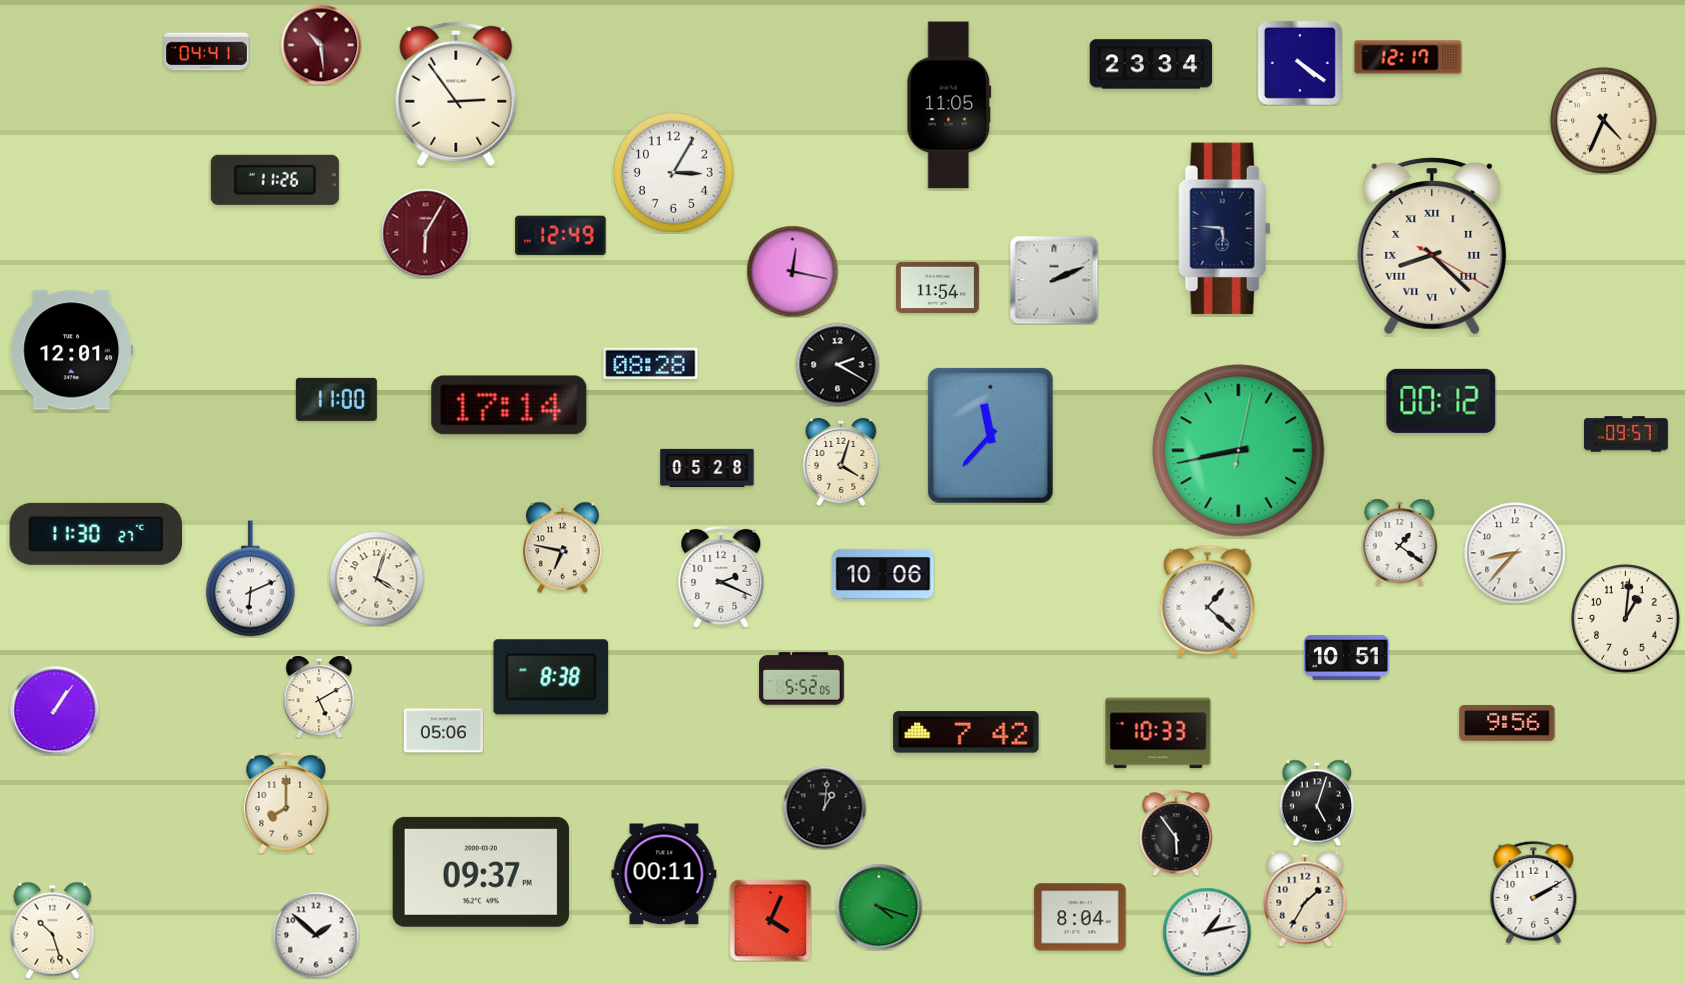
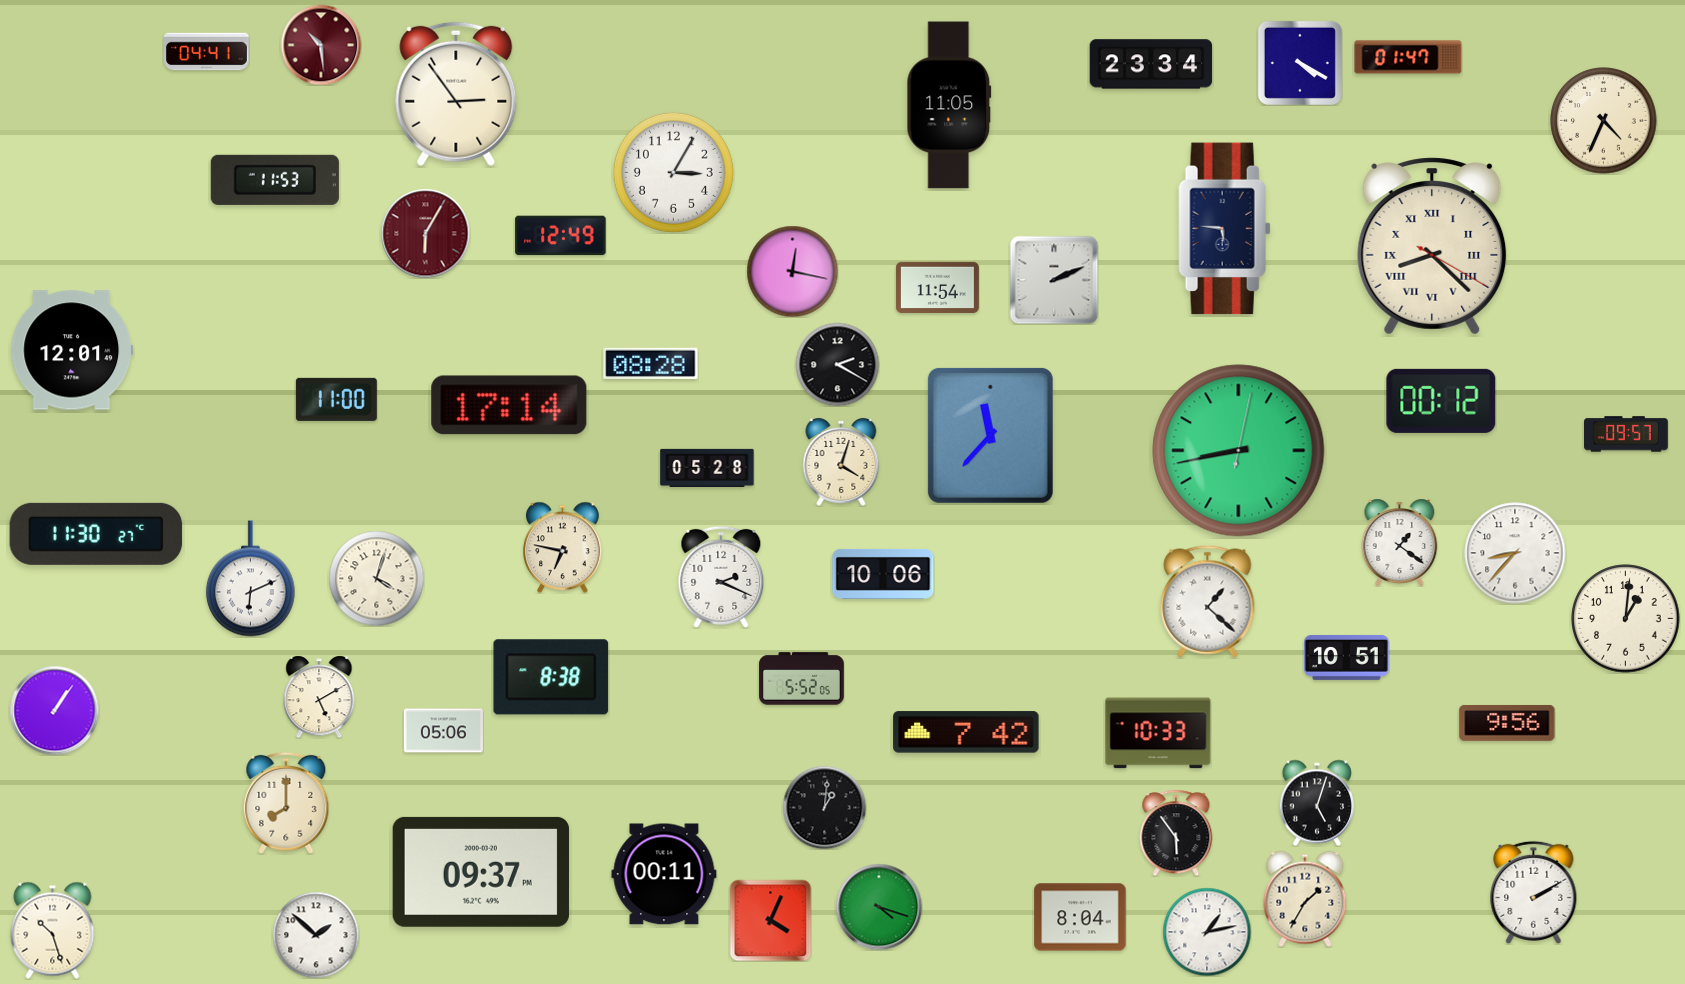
clock at (1408, 57): 12:17 -> 01:47
clock at (1300, 63): 4:21 -> 4:20
clock at (275, 180): 11:26 -> 11:53
